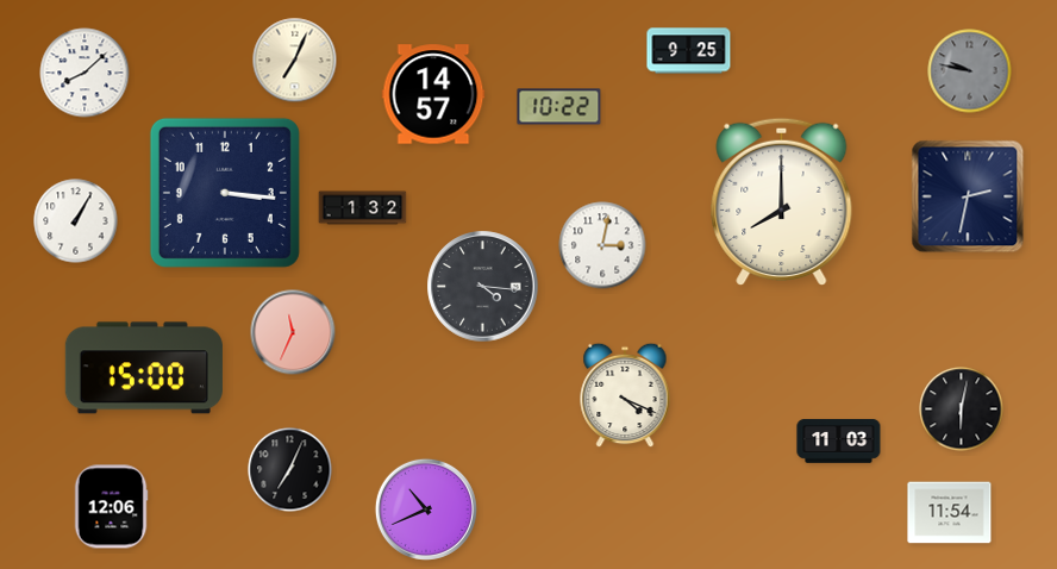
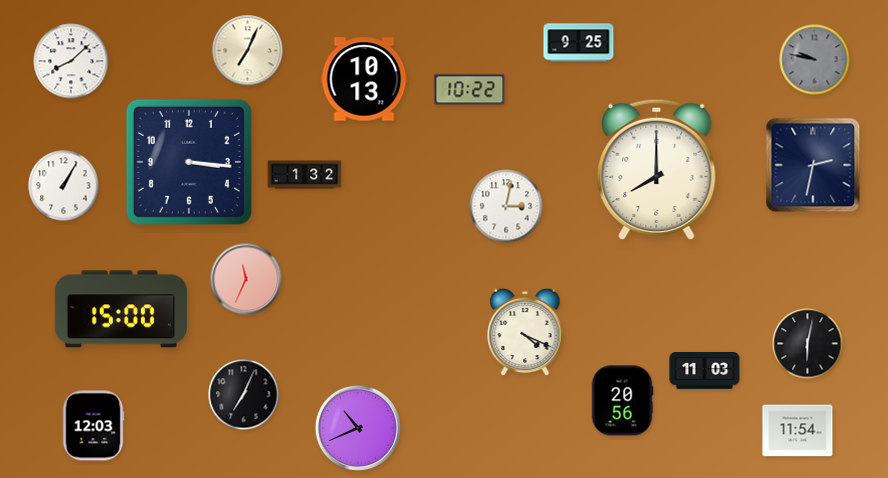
clock at (433, 94): 14:57 -> 10:13
clock at (483, 287): 4:16 -> none
clock at (622, 401): none -> 20:56
clock at (111, 507): 12:06 -> 12:03
